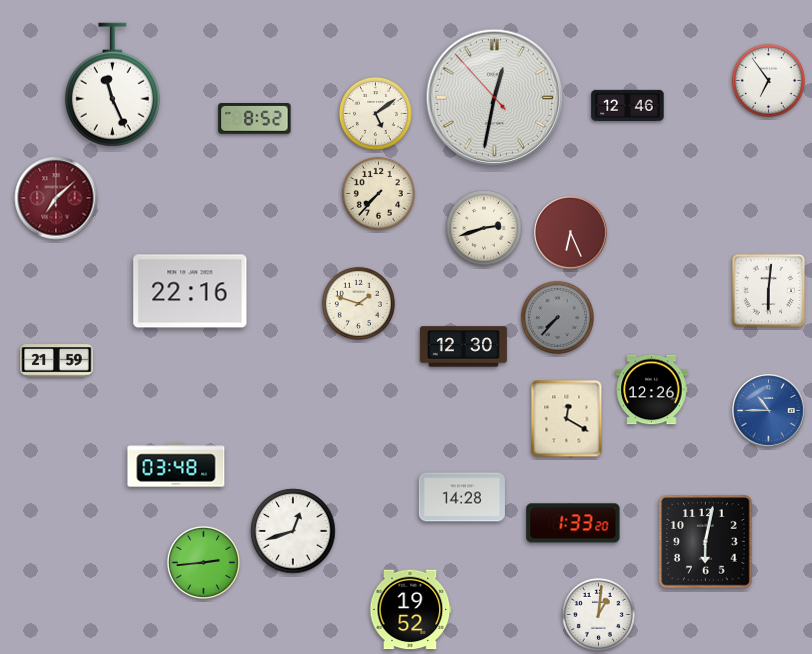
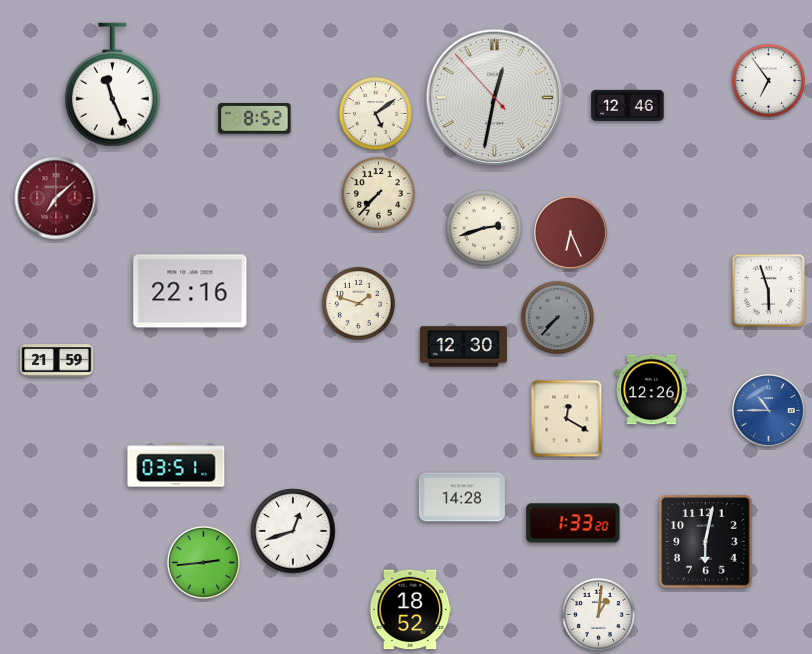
clock at (768, 290): 6:01 -> 5:57
clock at (176, 465): 03:48 -> 03:51
clock at (410, 610): 19:52 -> 18:52
